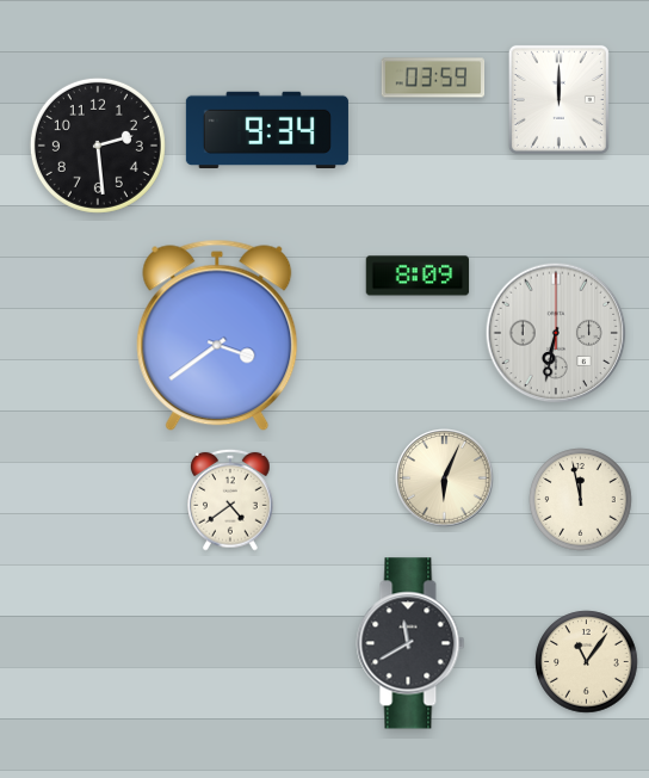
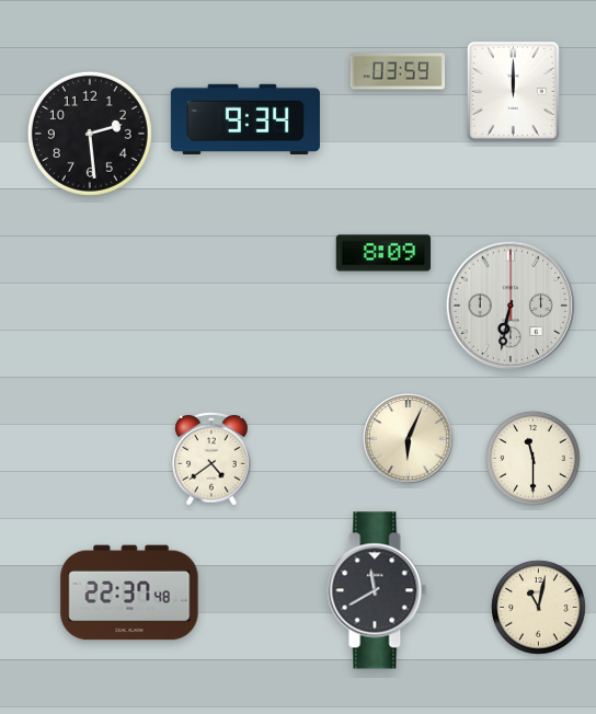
clock at (217, 335): 3:39 -> none
clock at (581, 500): 11:58 -> 11:30
clock at (129, 592): none -> 22:37
clock at (587, 662): 11:06 -> 11:02
